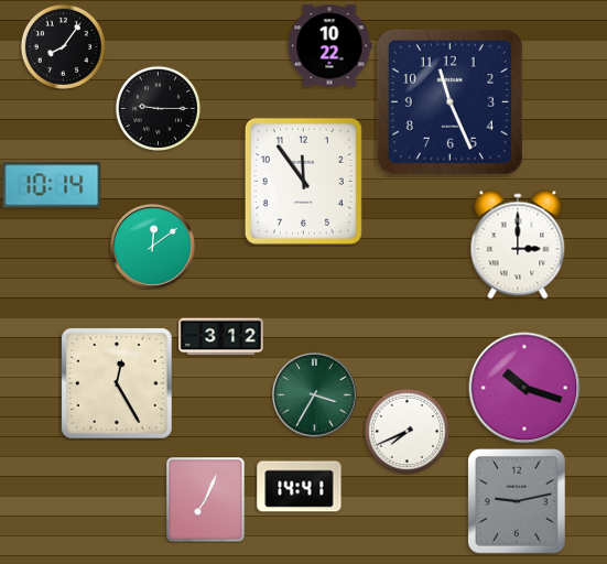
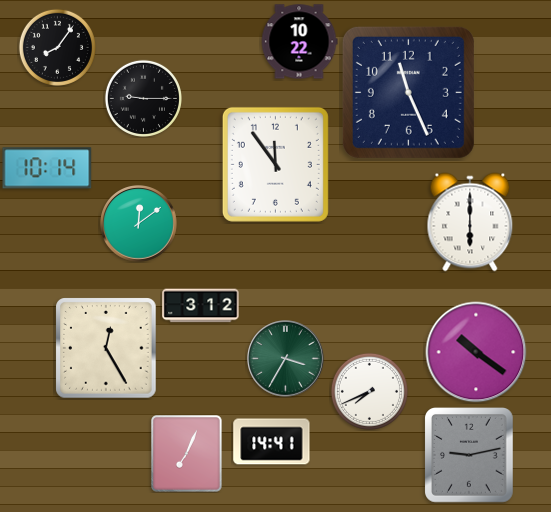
clock at (63, 46) position: (63, 46) -> (57, 47)
clock at (518, 245): 3:00 -> 6:00
clock at (524, 388): 10:18 -> 10:21
